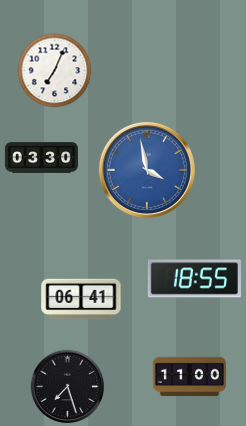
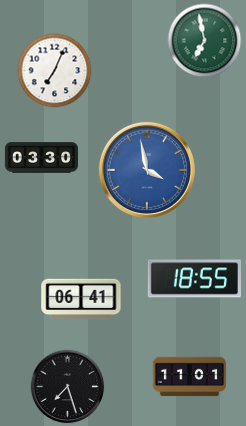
clock at (205, 41): none -> 6:58
clock at (189, 377): 11:00 -> 11:01
